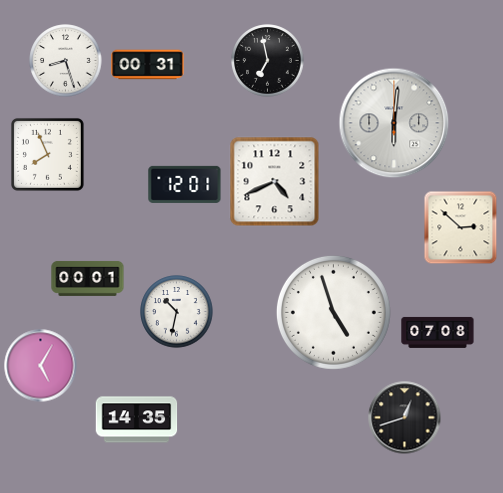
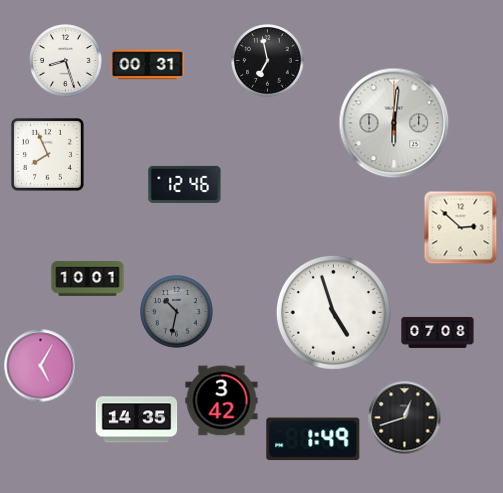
clock at (275, 182): 4:41 -> none
clock at (185, 184): 12:01 -> 12:46
clock at (88, 278): 00:01 -> 10:01
clock at (177, 312) dial: white -> grey
clock at (222, 401): none -> 3:42
clock at (313, 439): none -> 1:49
